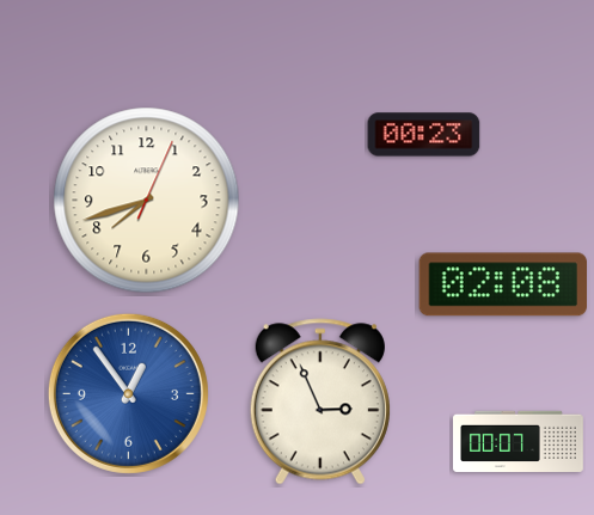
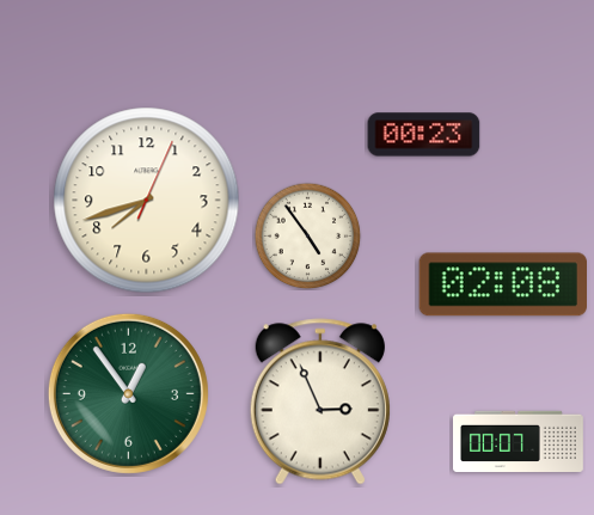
clock at (307, 235): none -> 4:54
clock at (128, 393) dial: blue -> green
